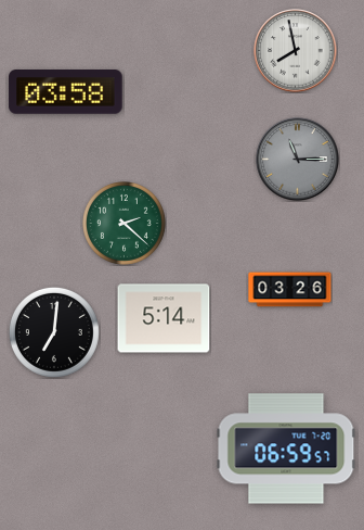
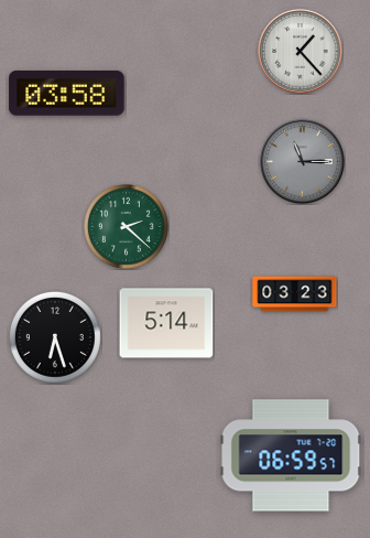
clock at (296, 51): 7:58 -> 1:23
clock at (290, 290): 03:26 -> 03:23
clock at (54, 332): 7:01 -> 6:27
